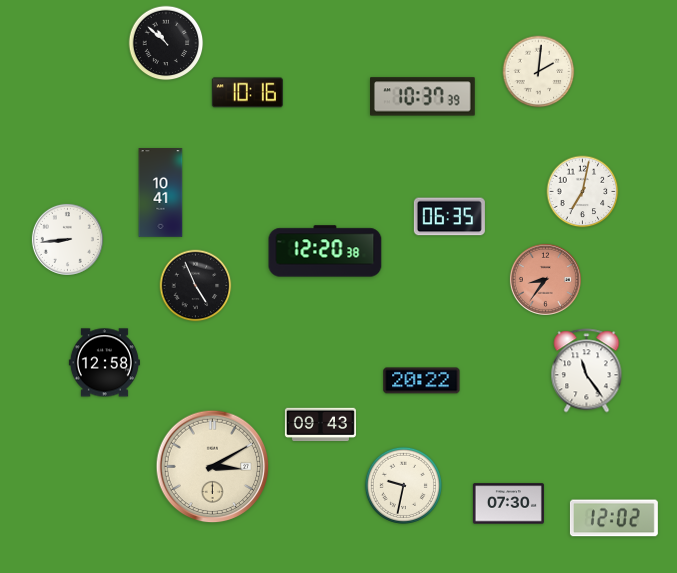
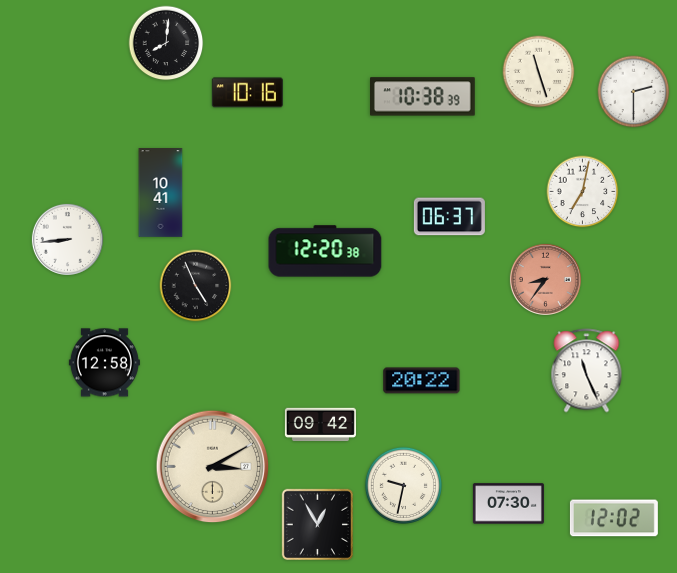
clock at (166, 43): 10:52 -> 8:01
clock at (539, 72): 2:01 -> 11:27
clock at (634, 92): none -> 2:30
clock at (423, 97): 10:37 -> 10:38
clock at (449, 217): 06:35 -> 06:37
clock at (587, 371): 11:24 -> 11:26
clock at (320, 425): 09:43 -> 09:42
clock at (317, 524): none -> 12:55
